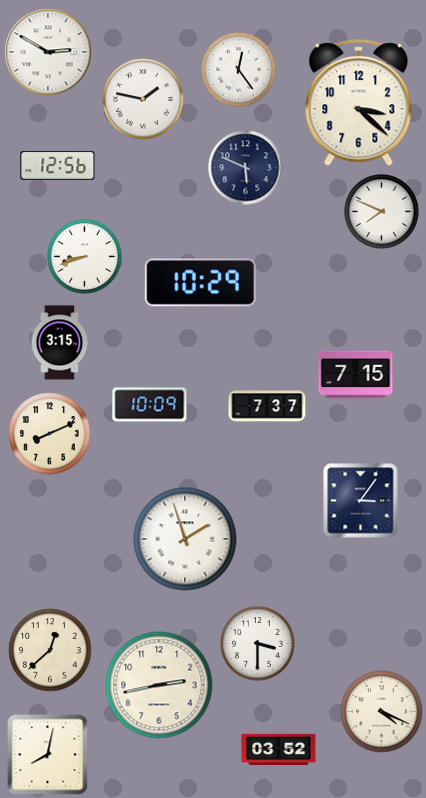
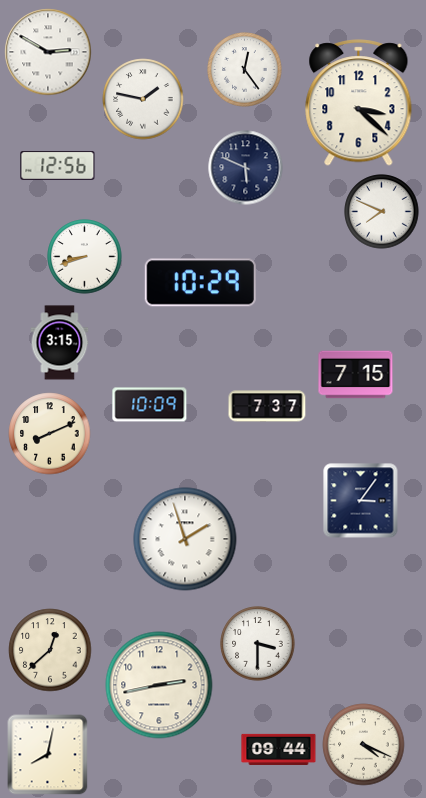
clock at (239, 70) position: (239, 70) -> (245, 70)
clock at (382, 712) position: (382, 712) -> (364, 745)
clock at (279, 749): 03:52 -> 09:44
